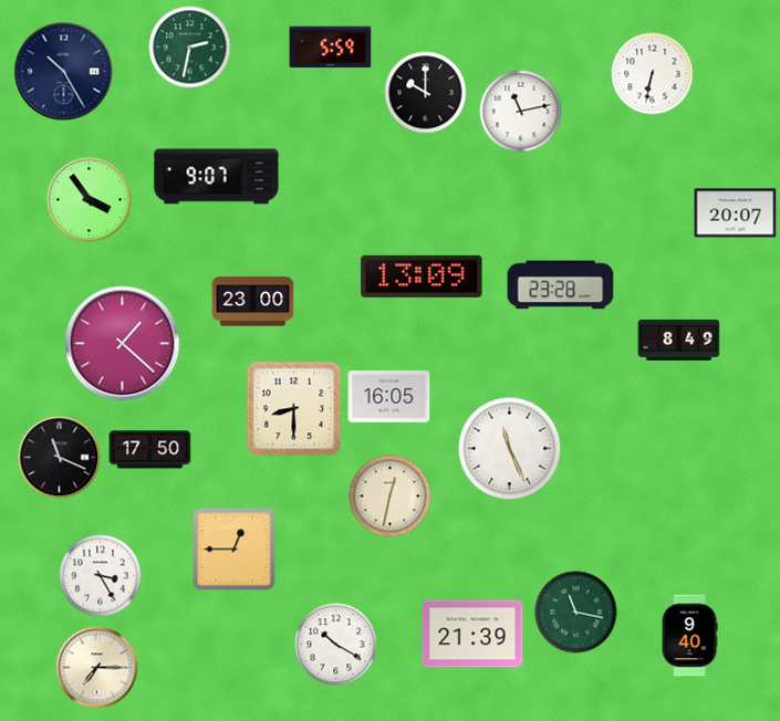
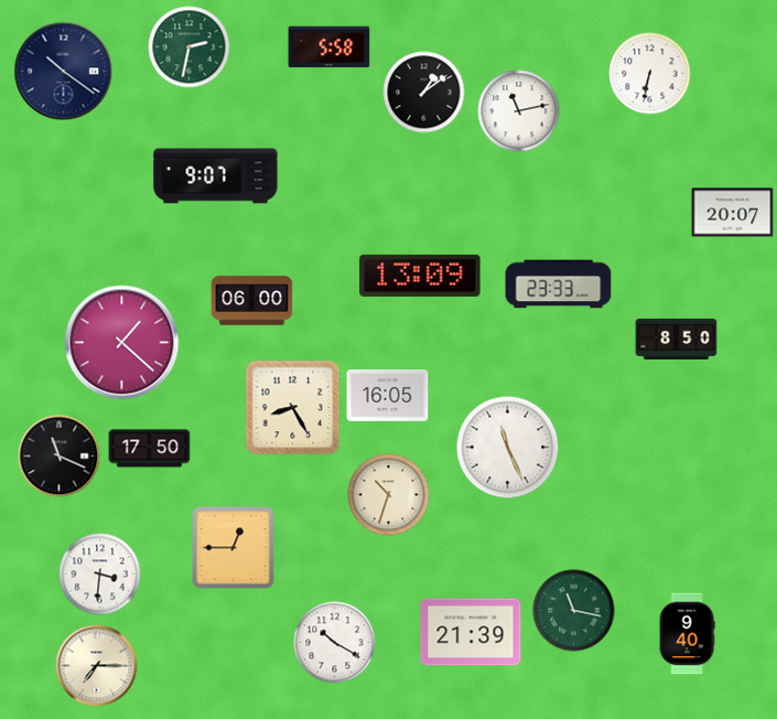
clock at (331, 48): 5:59 -> 5:58
clock at (64, 72): 10:25 -> 10:21
clock at (426, 93): 10:00 -> 1:09
clock at (90, 200): 3:54 -> none
clock at (561, 285): 23:28 -> 23:33
clock at (253, 302): 23:00 -> 06:00
clock at (679, 339): 8:49 -> 8:50
clock at (294, 409): 8:30 -> 8:25
clock at (391, 497): 12:32 -> 10:33
clock at (101, 576): 3:25 -> 3:31
